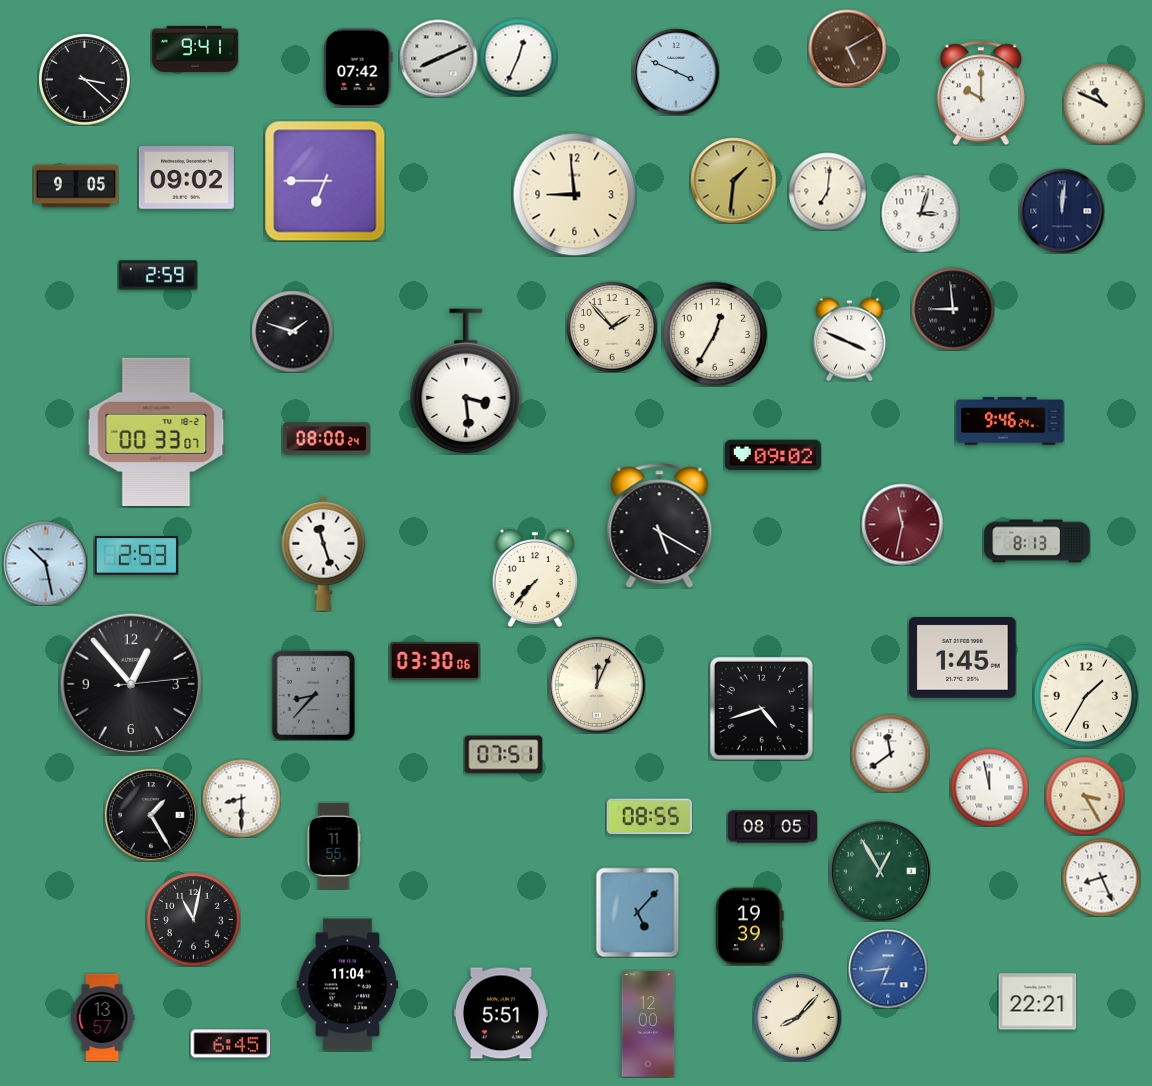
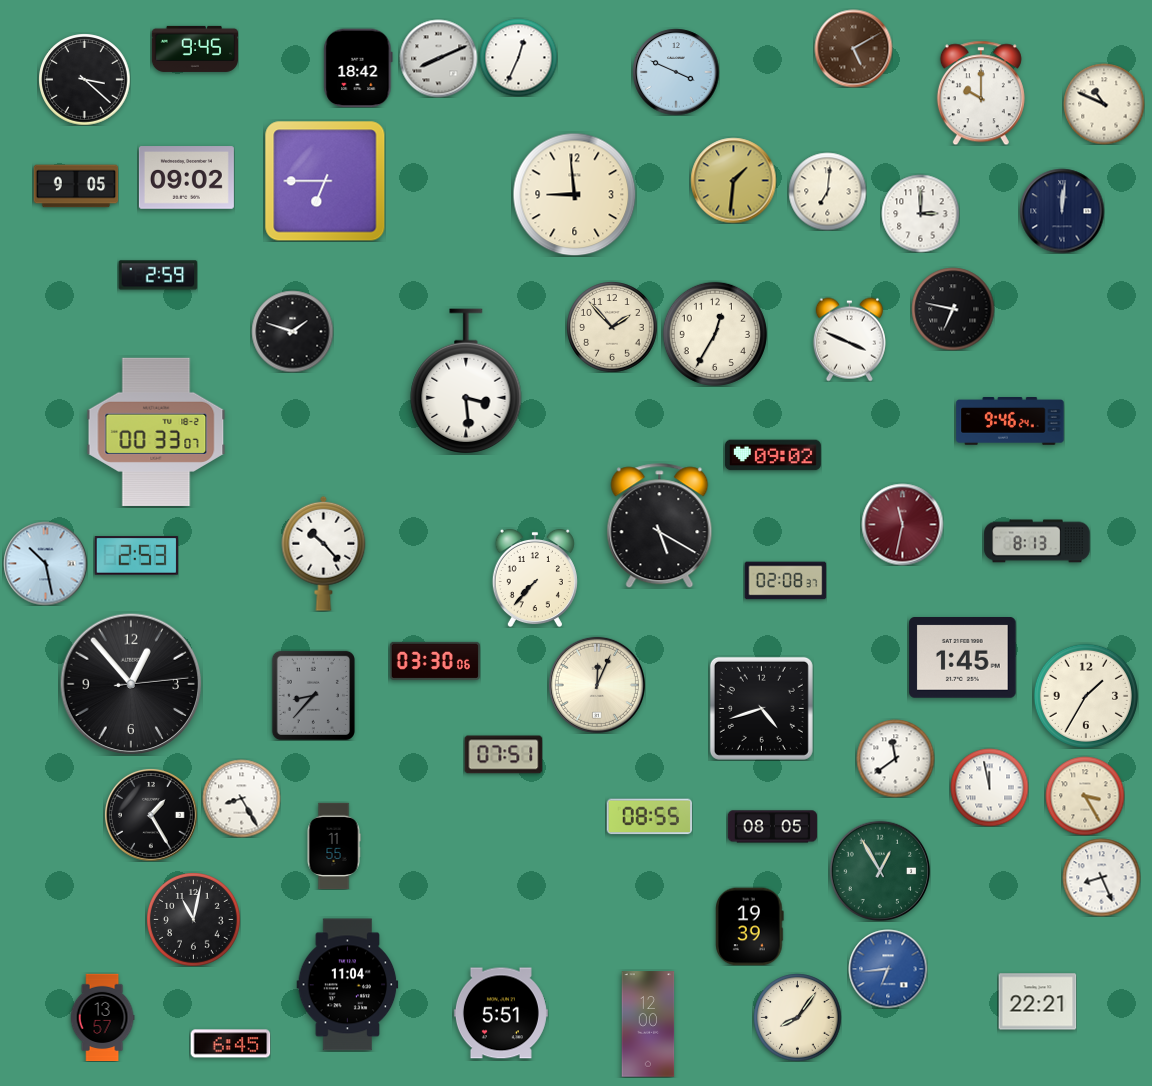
clock at (847, 48) position: (847, 48) -> (853, 48)
clock at (195, 49): 9:41 -> 9:45
clock at (358, 68): 07:42 -> 18:42
clock at (920, 213): 3:03 -> 3:00
clock at (953, 309): 8:59 -> 6:47
clock at (326, 439): 08:00 -> none
clock at (324, 553): 11:27 -> 10:23
clock at (785, 581): none -> 02:08
clock at (890, 753) position: (890, 753) -> (895, 758)
clock at (241, 798): 8:30 -> 8:25
clock at (638, 912): 5:07 -> none
clock at (797, 1017): 8:07 -> 8:06
